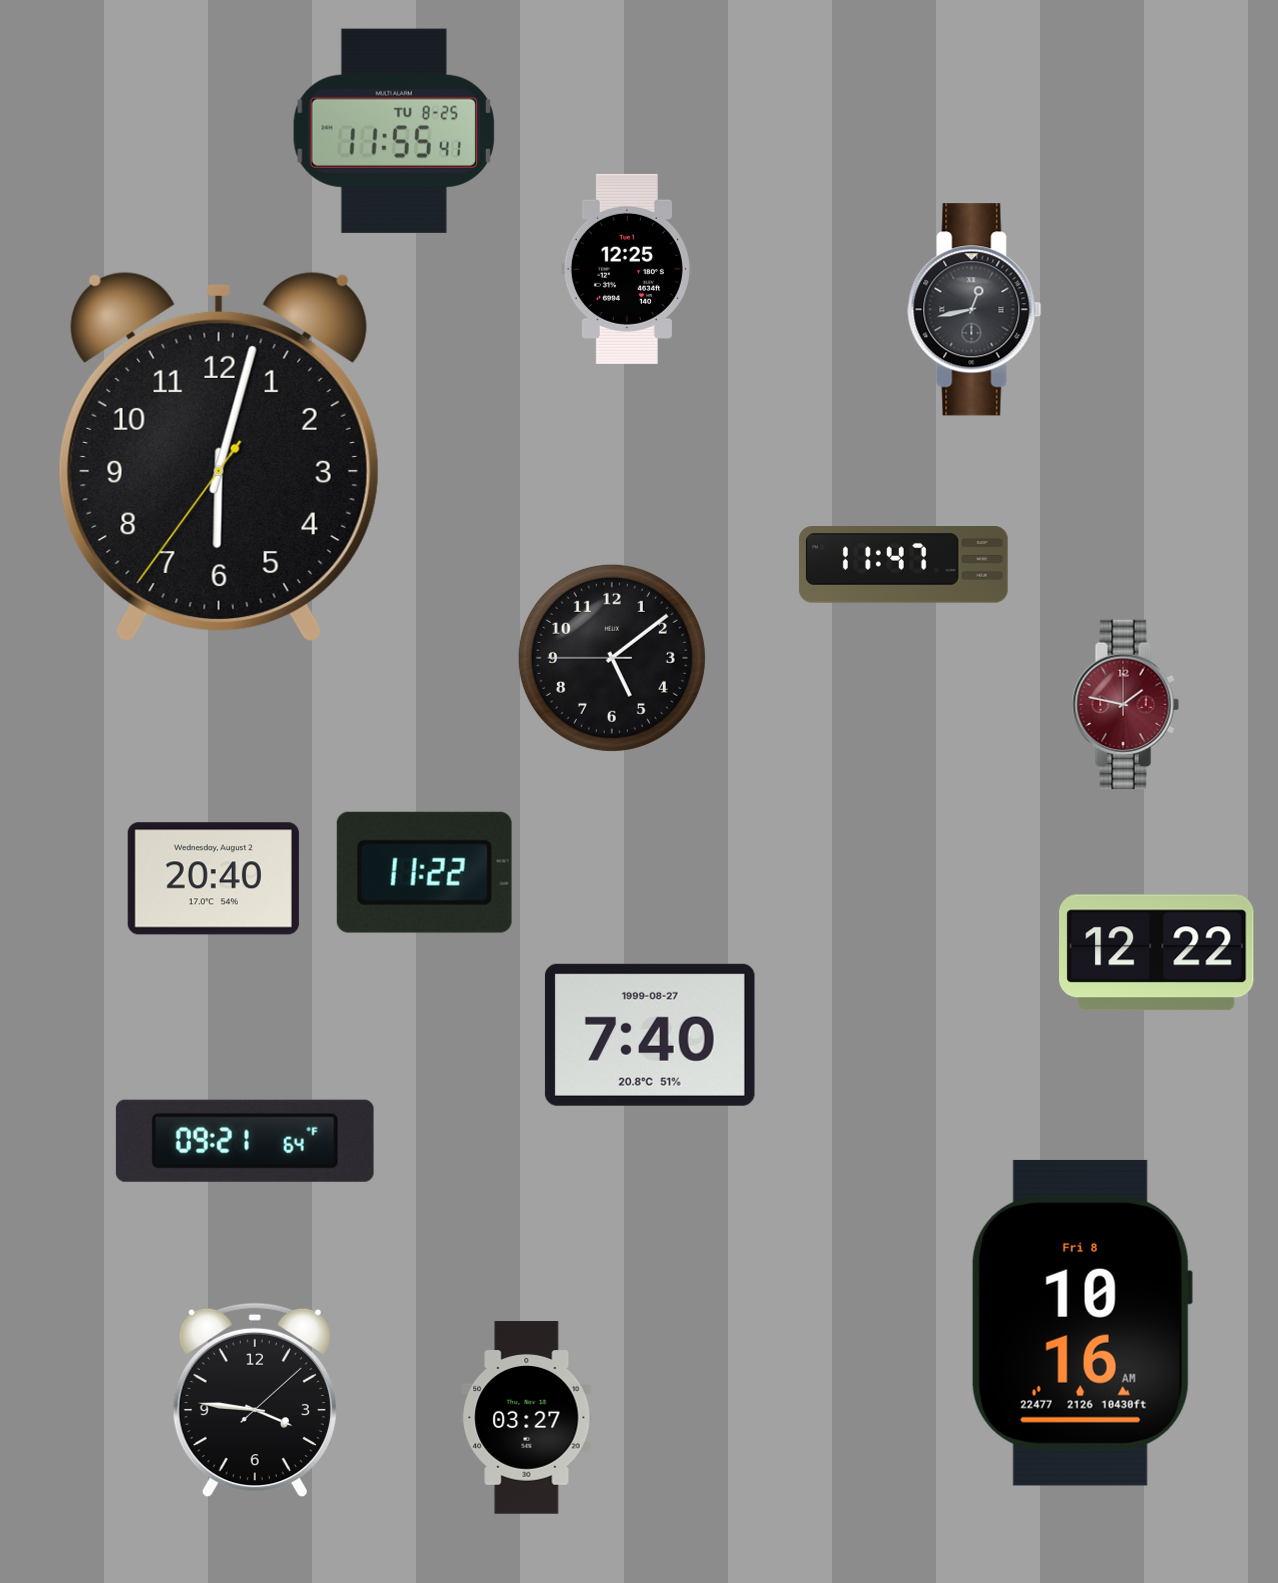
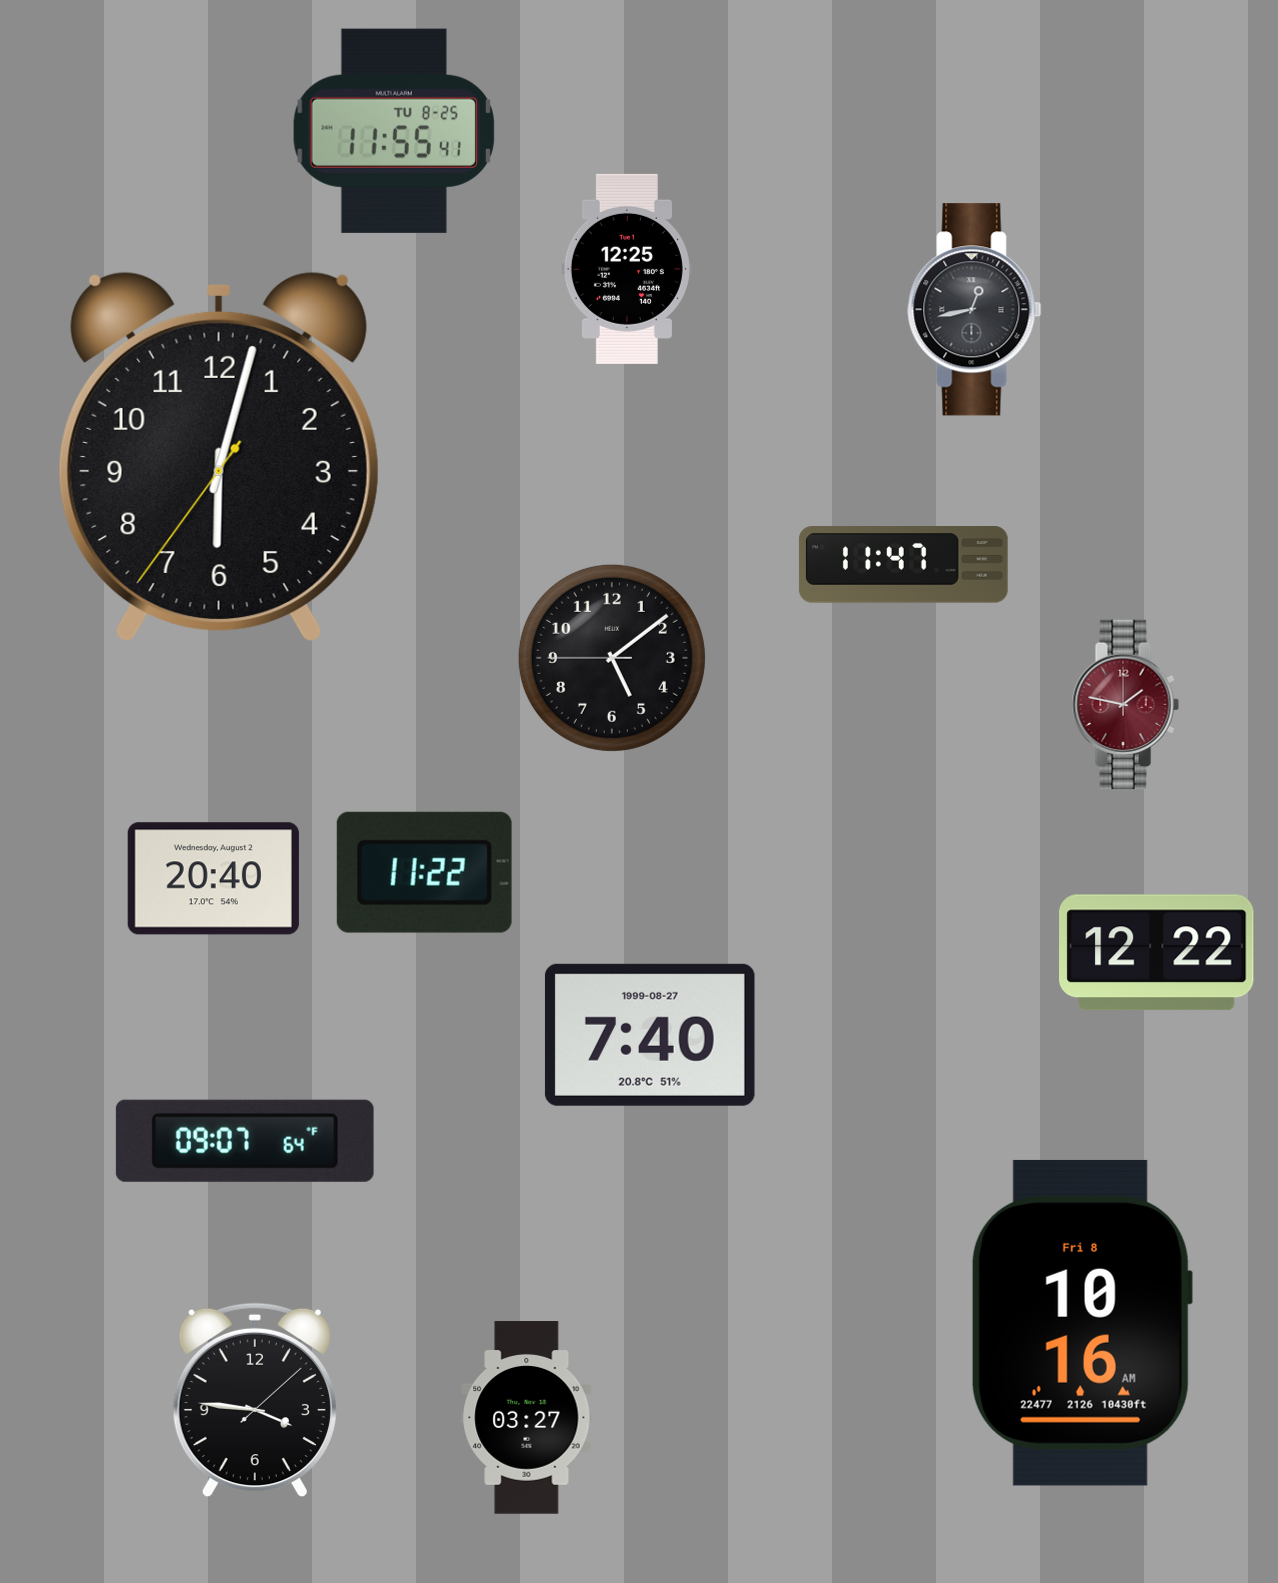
clock at (245, 1141): 09:21 -> 09:07
